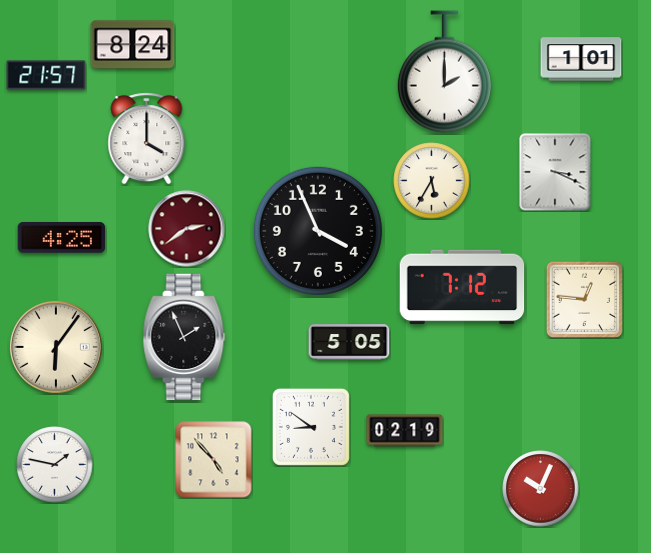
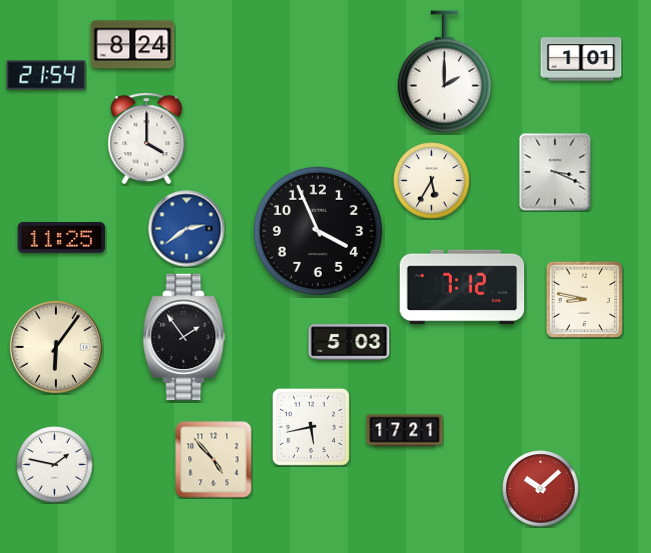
clock at (46, 75): 21:57 -> 21:54
clock at (187, 229) dial: burgundy -> blue
clock at (62, 238): 4:25 -> 11:25
clock at (584, 299): 12:46 -> 8:47
clock at (184, 336): 1:56 -> 1:54
clock at (349, 342): 5:05 -> 5:03
clock at (311, 427): 8:51 -> 5:43
clock at (405, 431): 02:19 -> 17:21
clock at (541, 489): 10:04 -> 10:08
